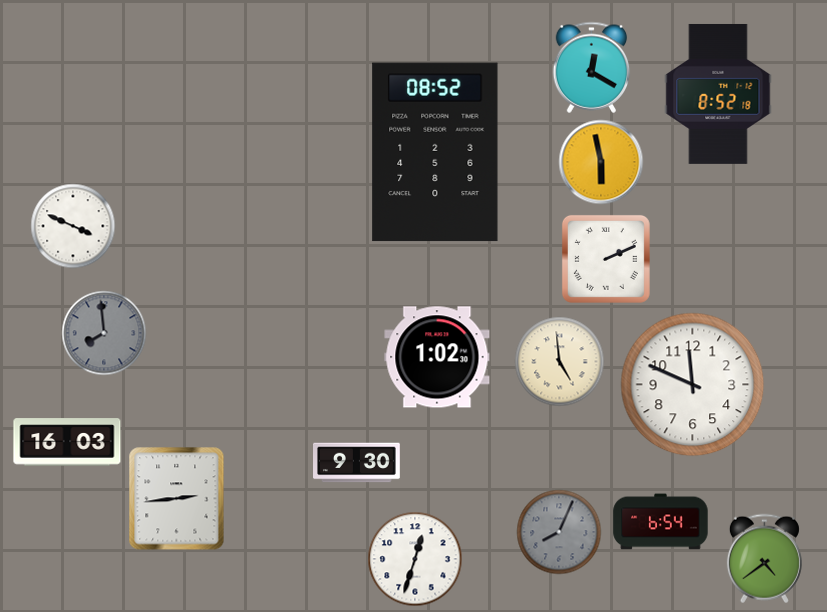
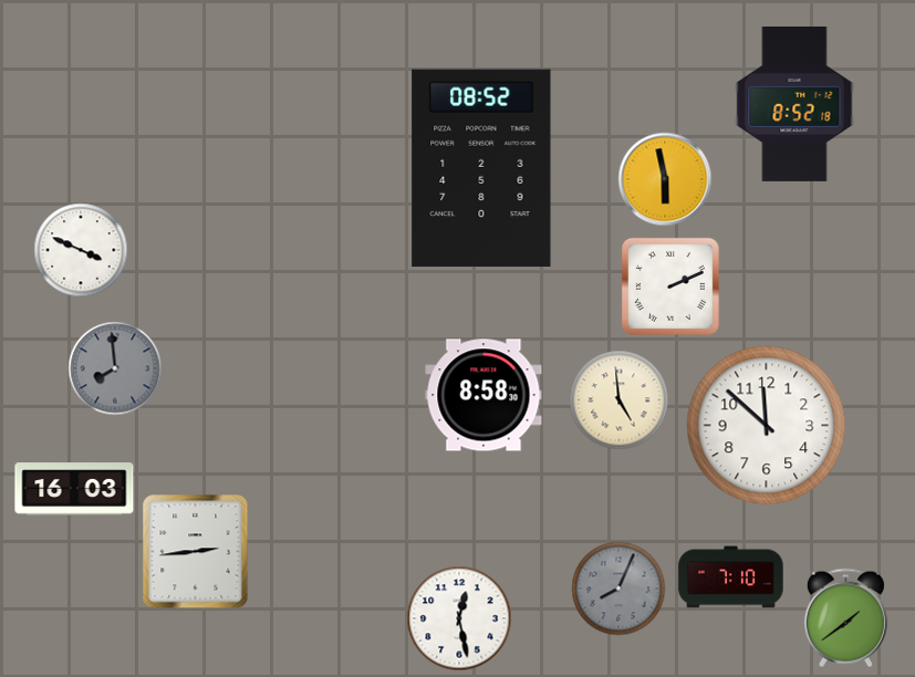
clock at (592, 67): 12:20 -> none
clock at (437, 357): 1:02 -> 8:58
clock at (693, 385): 11:49 -> 11:52
clock at (357, 463): 9:30 -> none
clock at (661, 522): 6:54 -> 7:10
clock at (764, 558): 4:39 -> 1:39
clock at (415, 559): 12:33 -> 12:28
